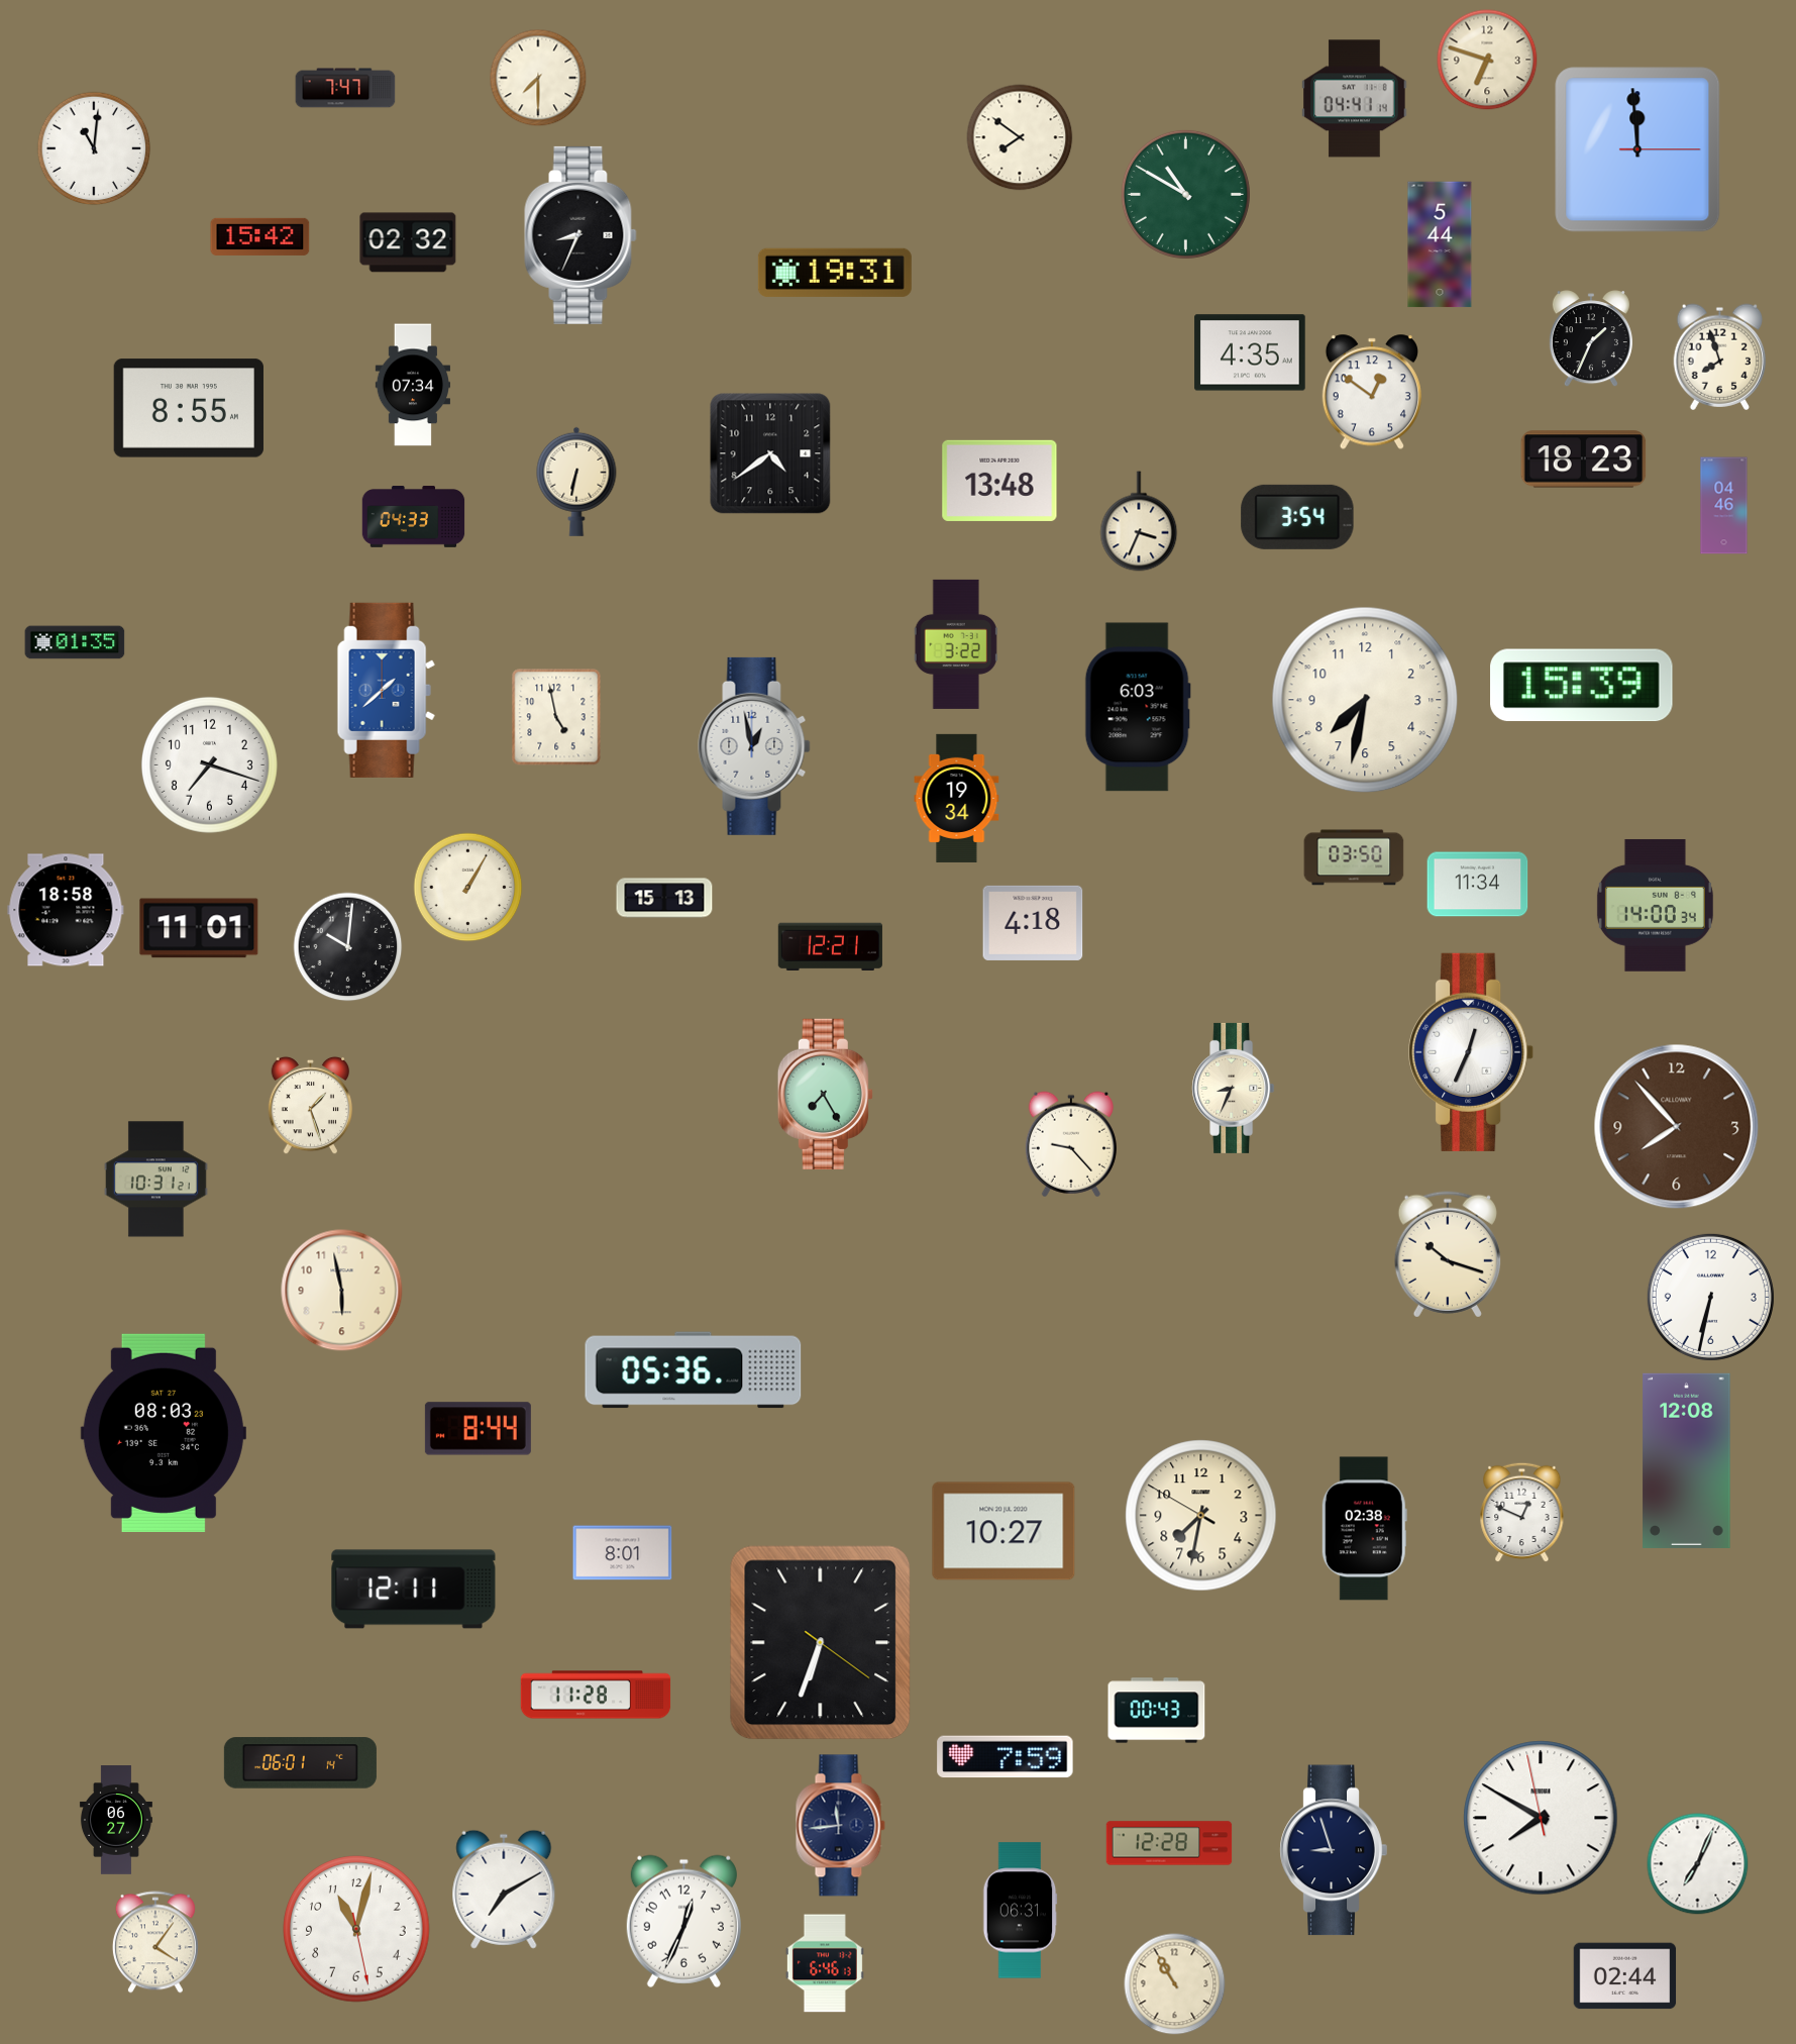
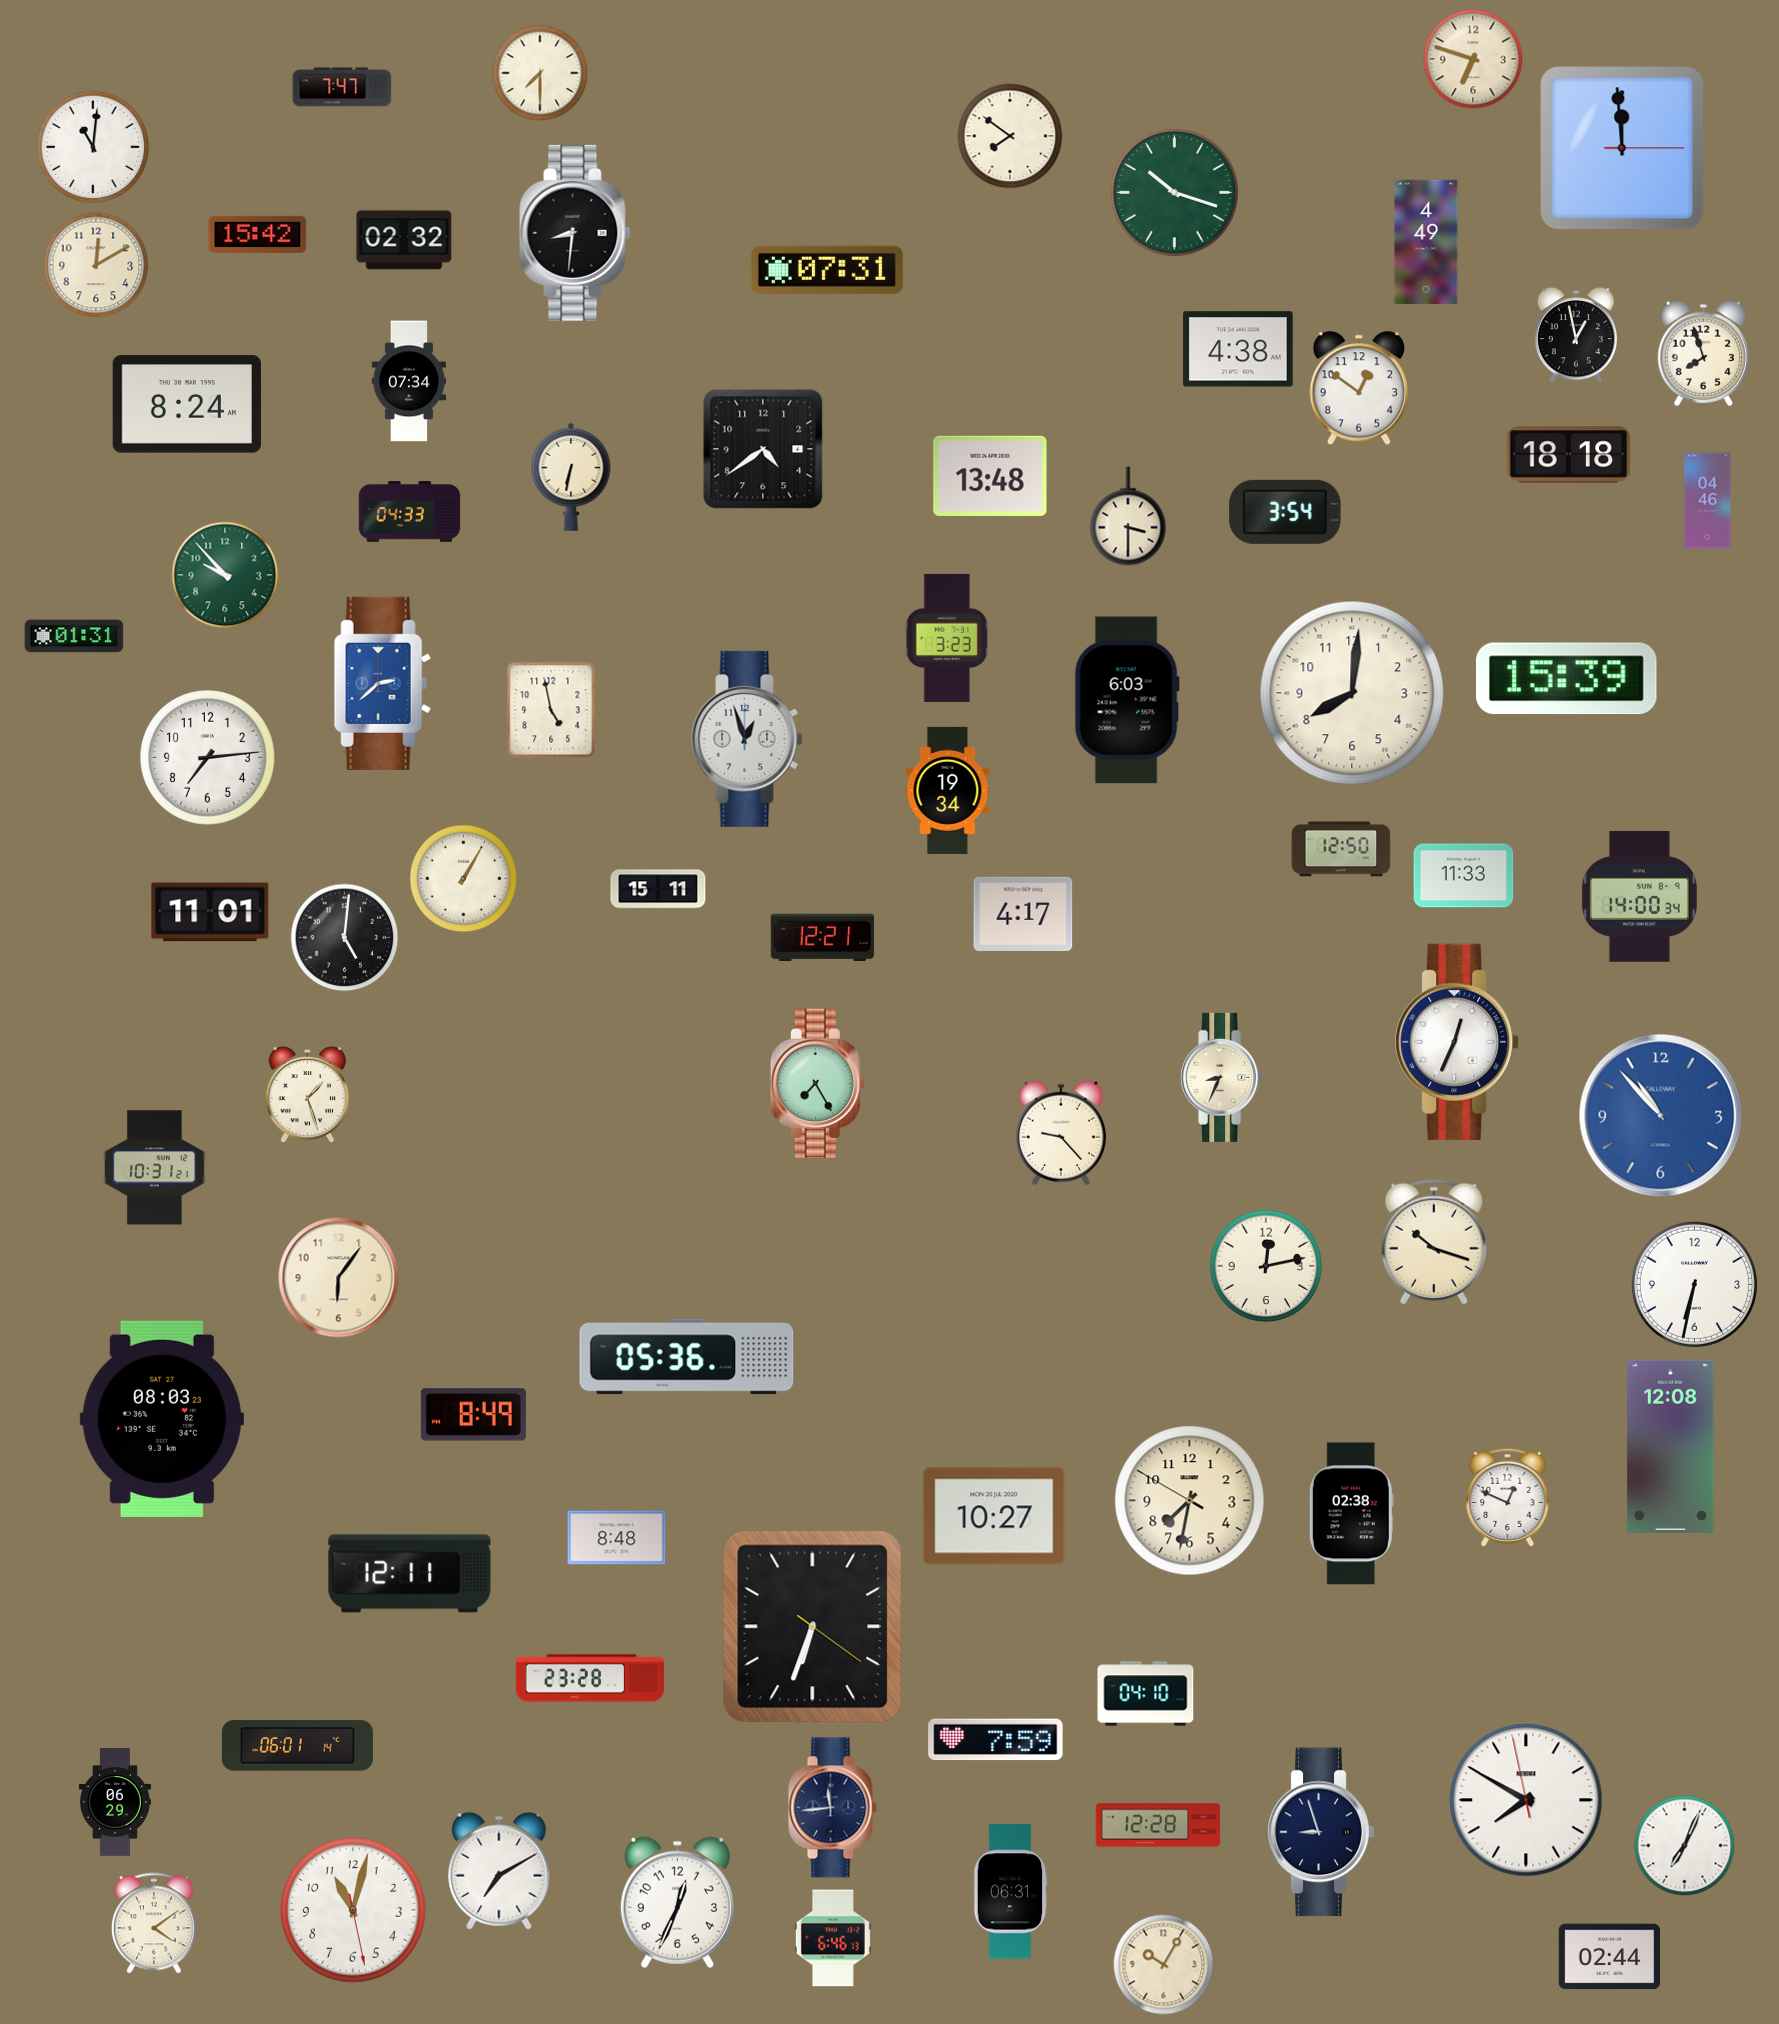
clock at (538, 78) position: (538, 78) -> (540, 73)
clock at (1355, 99): 04:41 -> none
clock at (1185, 194): 10:50 -> 10:18
clock at (580, 235): 8:34 -> 8:31
clock at (1440, 244): 5:44 -> 4:49
clock at (96, 265): none -> 12:10
clock at (835, 273): 19:31 -> 07:31
clock at (1591, 339): 1:34 -> 12:58
clock at (1250, 352): 4:35 -> 4:38
clock at (188, 408): 8:55 -> 8:24
clock at (1584, 459): 18:23 -> 18:18
clock at (1139, 521): 3:34 -> 3:30
clock at (225, 575): none -> 9:53
clock at (75, 642): 01:35 -> 01:31
clock at (956, 644): 3:22 -> 3:23
clock at (386, 690): 1:38 -> 2:38
clock at (1365, 700): 7:32 -> 8:01
clock at (754, 746): 12:58 -> 12:57
clock at (209, 764): 7:18 -> 7:14
clock at (1354, 857): 03:50 -> 12:50
clock at (1478, 885): 11:34 -> 11:33
clock at (664, 898): 15:13 -> 15:11
clock at (66, 910): 18:58 -> none
clock at (1033, 923): 4:18 -> 4:17
clock at (199, 928) position: (199, 928) -> (210, 912)
clock at (348, 947): 10:01 -> 5:01
clock at (1677, 1127): 7:53 -> 10:53
clock at (1677, 1127) dial: brown -> blue
clock at (1266, 1266): none -> 12:13
clock at (342, 1291): 5:58 -> 6:06
clock at (478, 1429): 8:44 -> 8:49
clock at (623, 1553): 8:01 -> 8:48
clock at (596, 1695): 11:28 -> 23:28
clock at (1157, 1711): 00:43 -> 04:10
clock at (116, 1820): 06:27 -> 06:29
clock at (1698, 1864) position: (1698, 1864) -> (1685, 1846)
clock at (155, 1942): 4:06 -> 4:09
clock at (825, 1963) position: (825, 1963) -> (833, 1938)
clock at (1175, 1984): 10:55 -> 10:05
